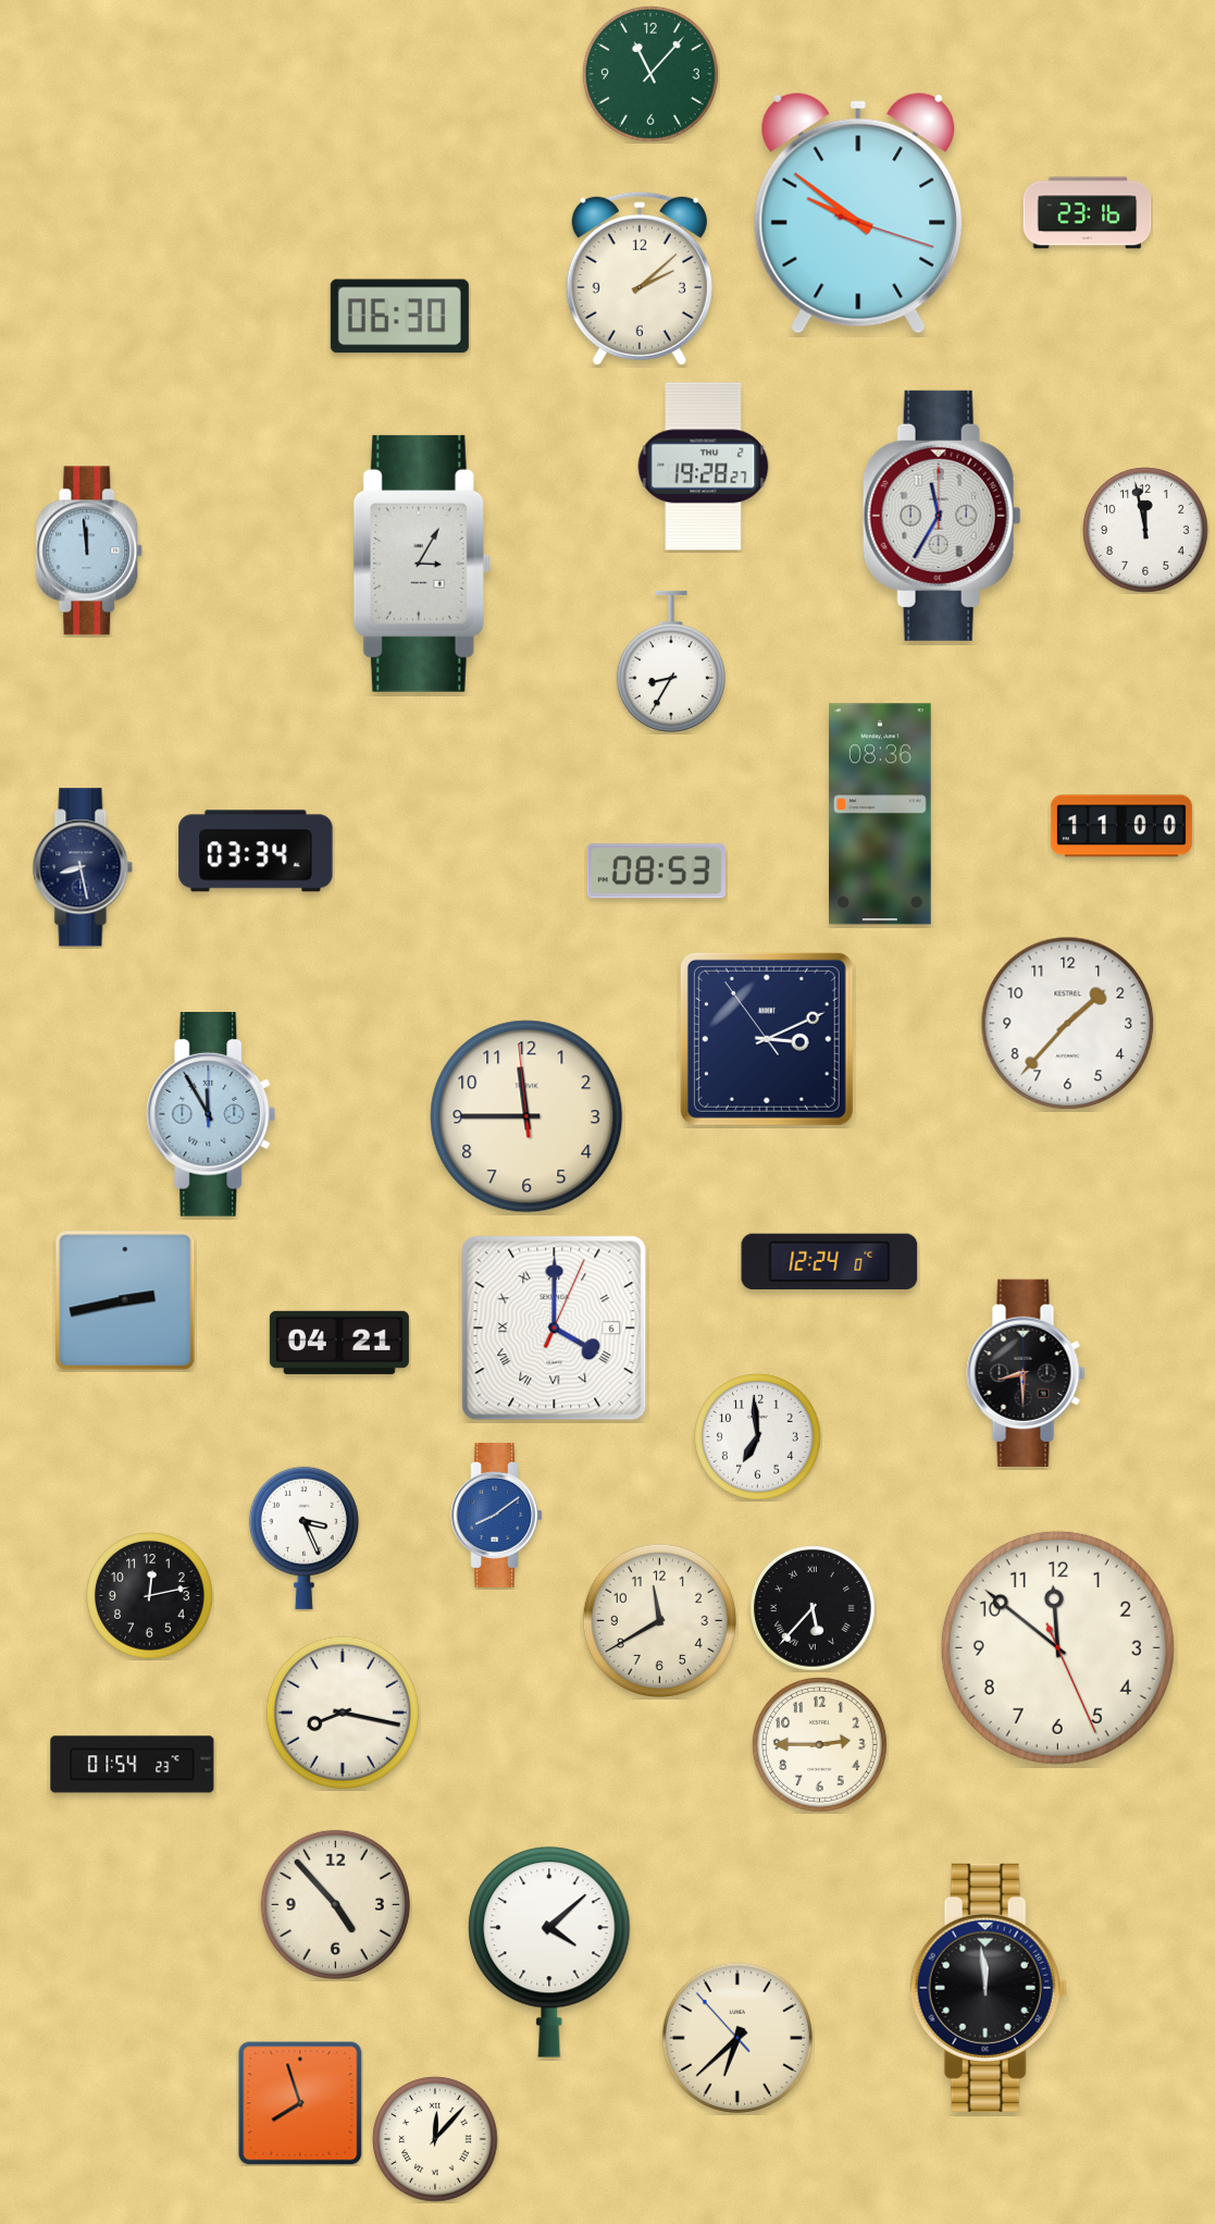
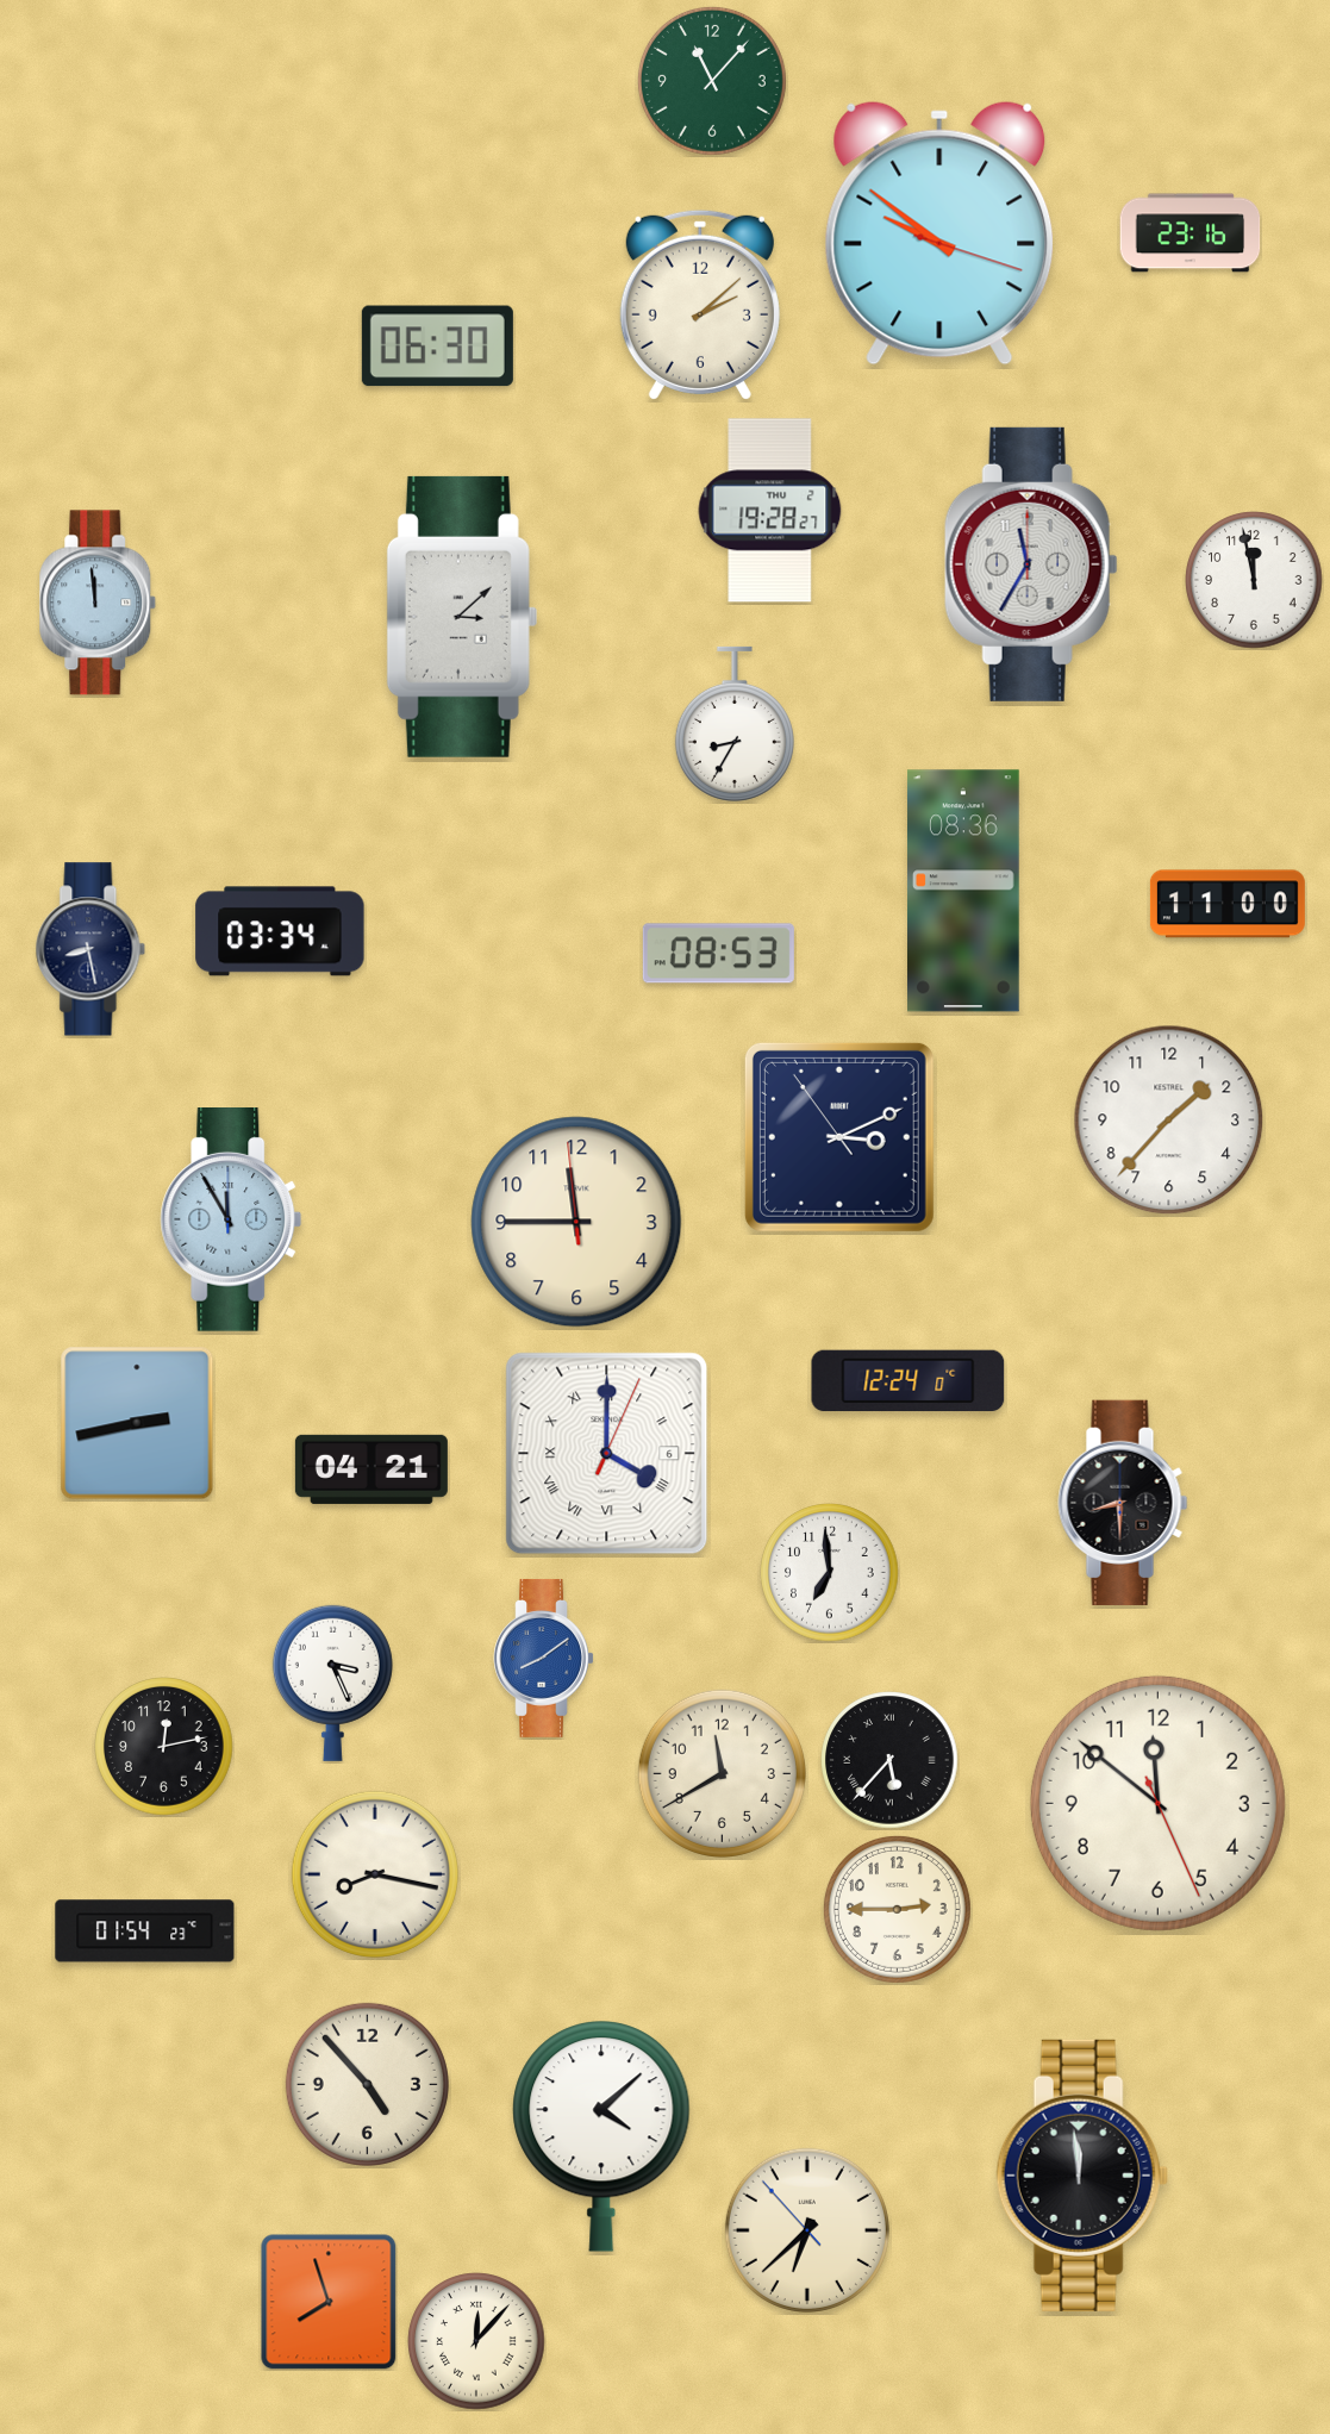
clock at (422, 564): 3:05 -> 3:08
